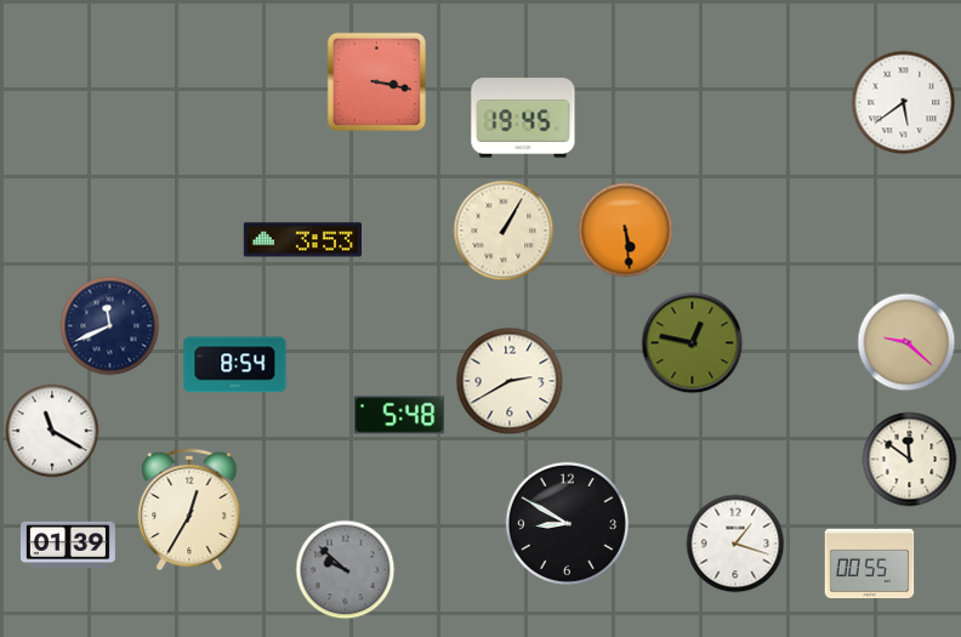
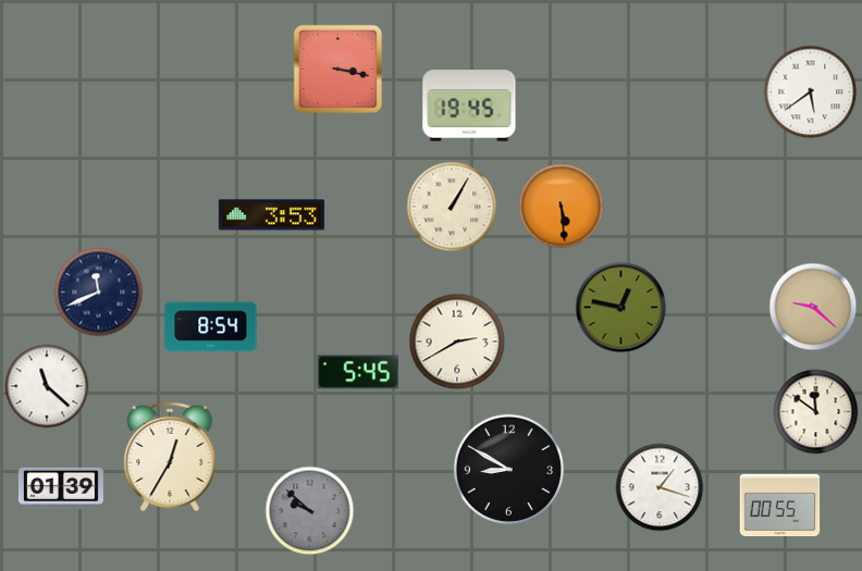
clock at (376, 81) position: (376, 81) -> (337, 69)
clock at (399, 415): 5:48 -> 5:45
clock at (52, 431): 11:20 -> 11:22
